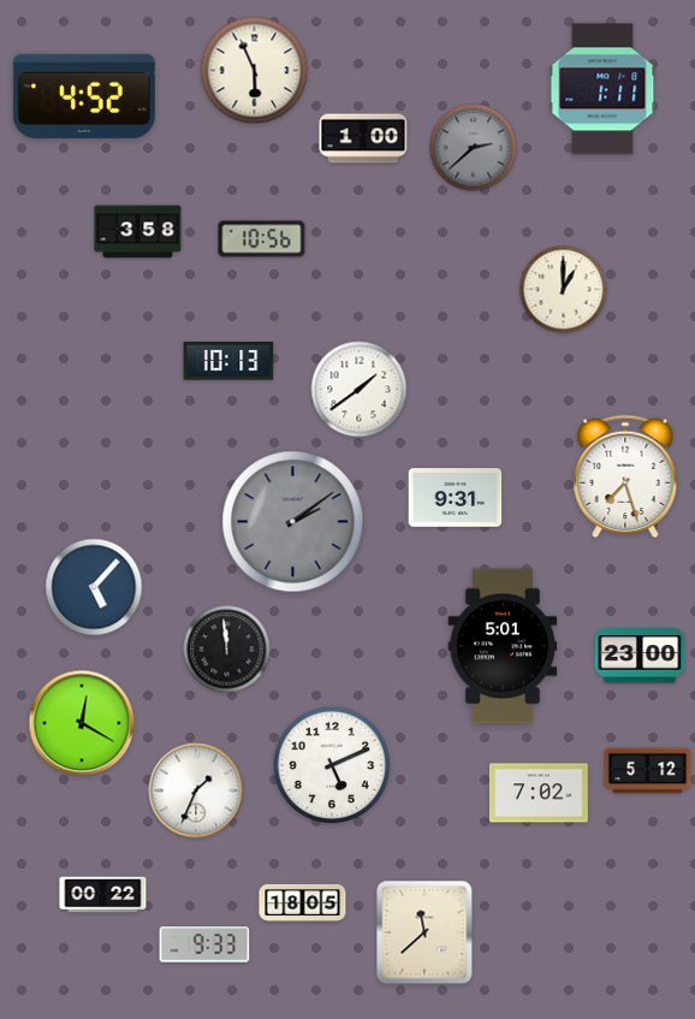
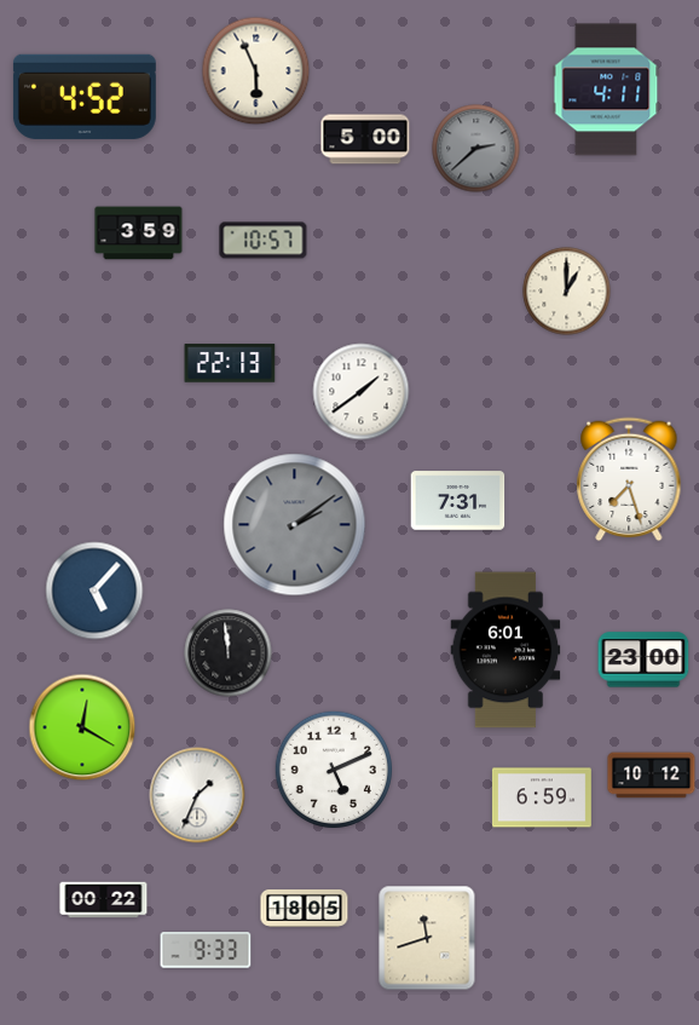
clock at (602, 89): 1:11 -> 4:11
clock at (363, 138): 1:00 -> 5:00
clock at (138, 232): 3:58 -> 3:59
clock at (262, 239): 10:56 -> 10:57
clock at (228, 361): 10:13 -> 22:13
clock at (456, 498): 9:31 -> 7:31
clock at (503, 646): 5:01 -> 6:01
clock at (648, 771): 5:12 -> 10:12
clock at (539, 793): 7:02 -> 6:59
clock at (424, 932): 11:38 -> 11:42
